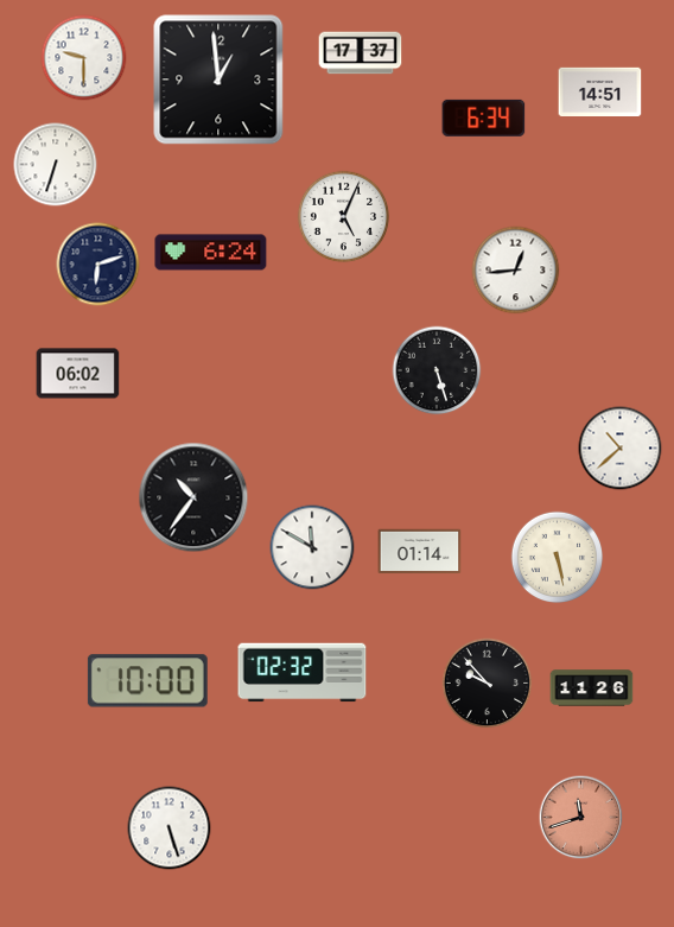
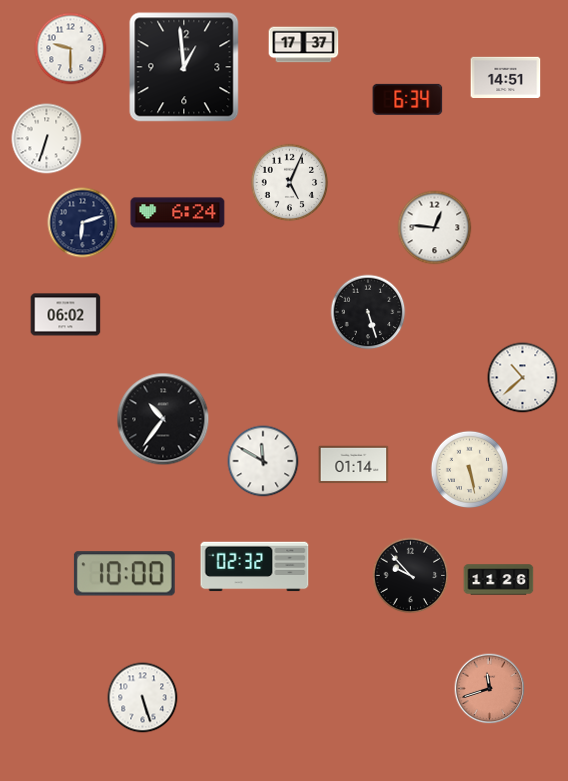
clock at (516, 271): 12:44 -> 12:46
